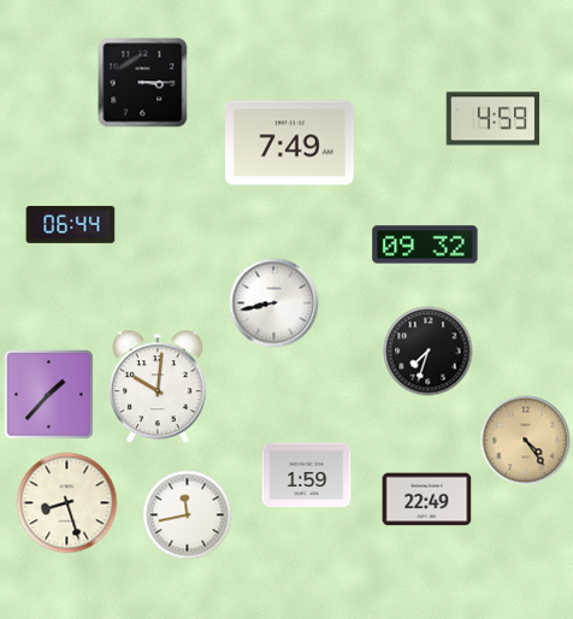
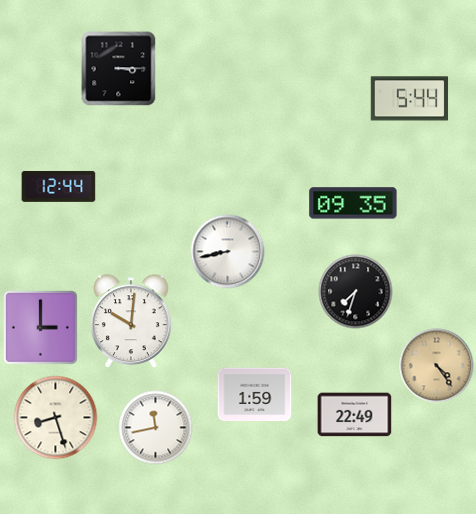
clock at (494, 119): 4:59 -> 5:44
clock at (290, 143): 7:49 -> none
clock at (71, 224): 06:44 -> 12:44
clock at (425, 244): 09:32 -> 09:35
clock at (49, 395): 1:37 -> 3:00
